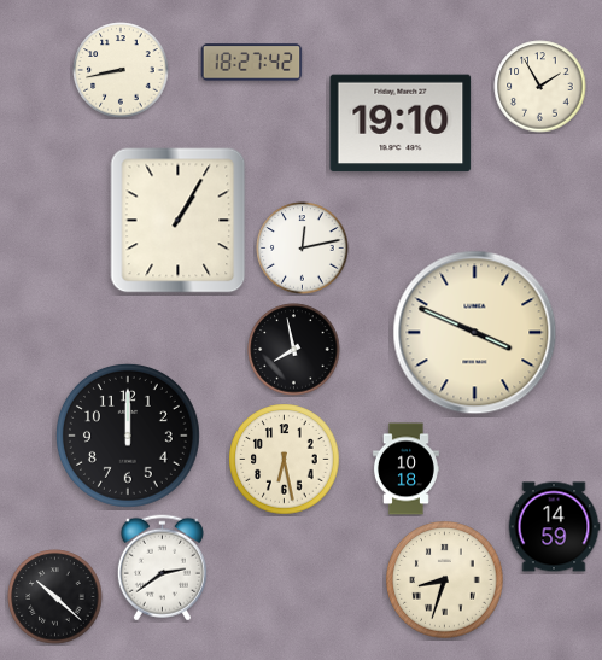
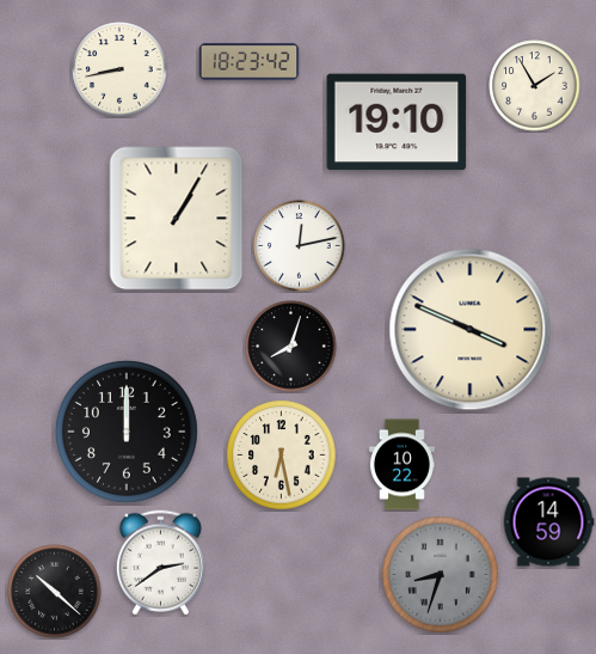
clock at (252, 63): 18:27 -> 18:23
clock at (294, 350): 7:58 -> 8:03
clock at (405, 469): 10:18 -> 10:22
clock at (445, 580) dial: cream -> grey
